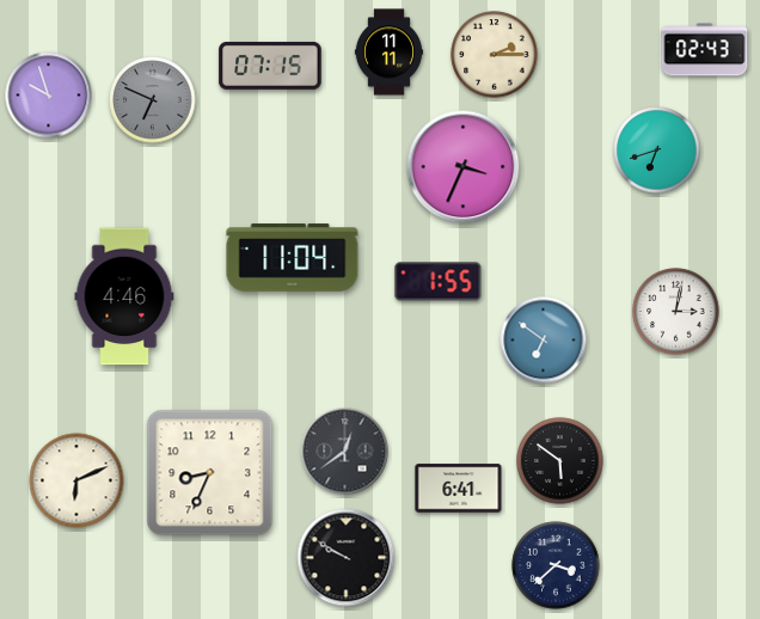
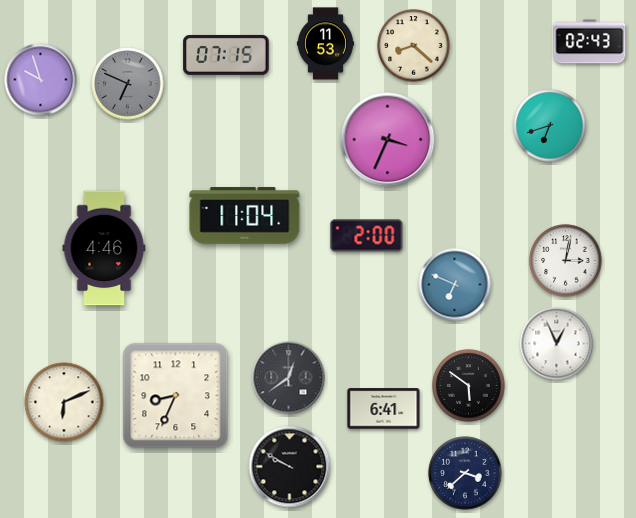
clock at (388, 53): 11:11 -> 11:53
clock at (495, 55): 2:15 -> 8:22
clock at (439, 282): 1:55 -> 2:00
clock at (544, 341): 6:51 -> 6:49
clock at (557, 344): none -> 12:56
